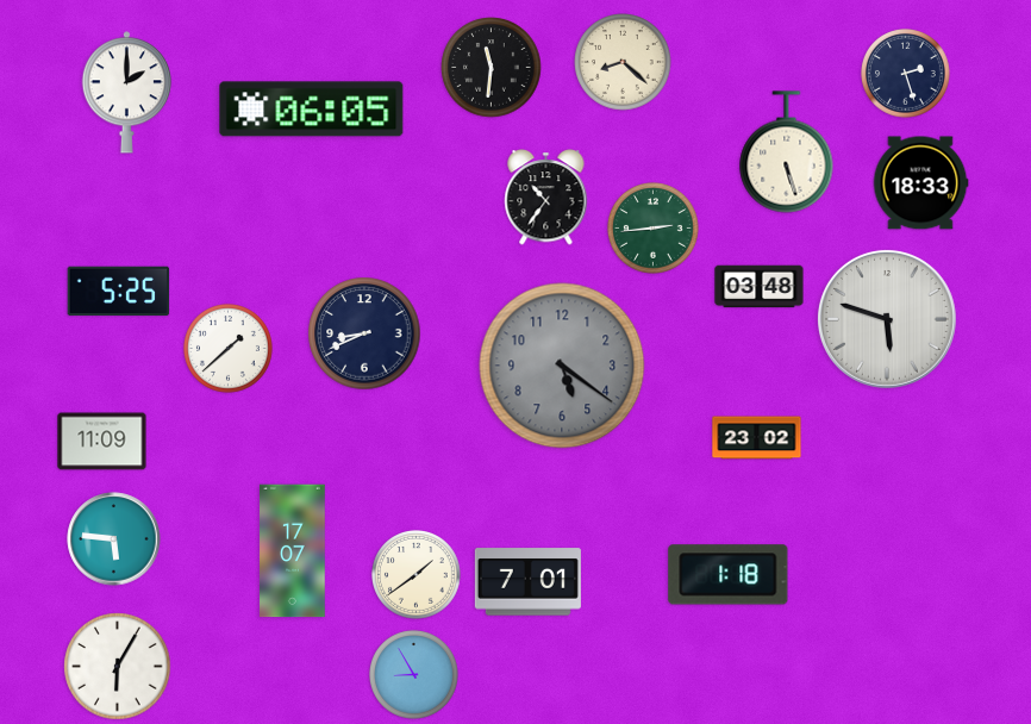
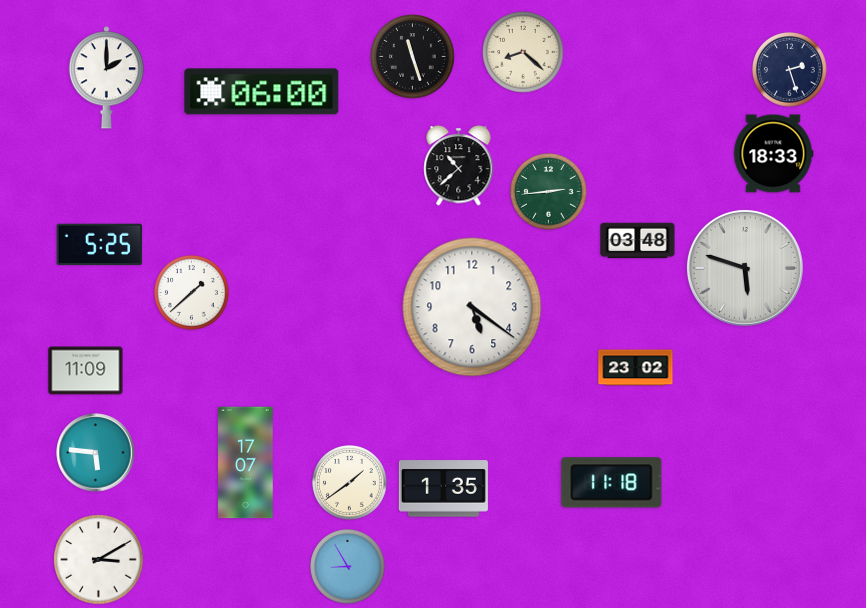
clock at (492, 68): 11:31 -> 11:27
clock at (906, 74) position: (906, 74) -> (790, 70)
clock at (312, 110): 06:05 -> 06:00
clock at (787, 152): 5:27 -> none
clock at (546, 198): 10:36 -> 10:38
clock at (364, 333): 8:41 -> none
clock at (562, 366) dial: grey -> white
clock at (729, 575): 1:18 -> 11:18
clock at (527, 582): 7:01 -> 1:35
clock at (118, 667): 6:05 -> 3:10
